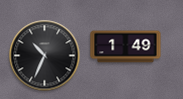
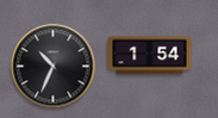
clock at (126, 47): 1:49 -> 1:54
